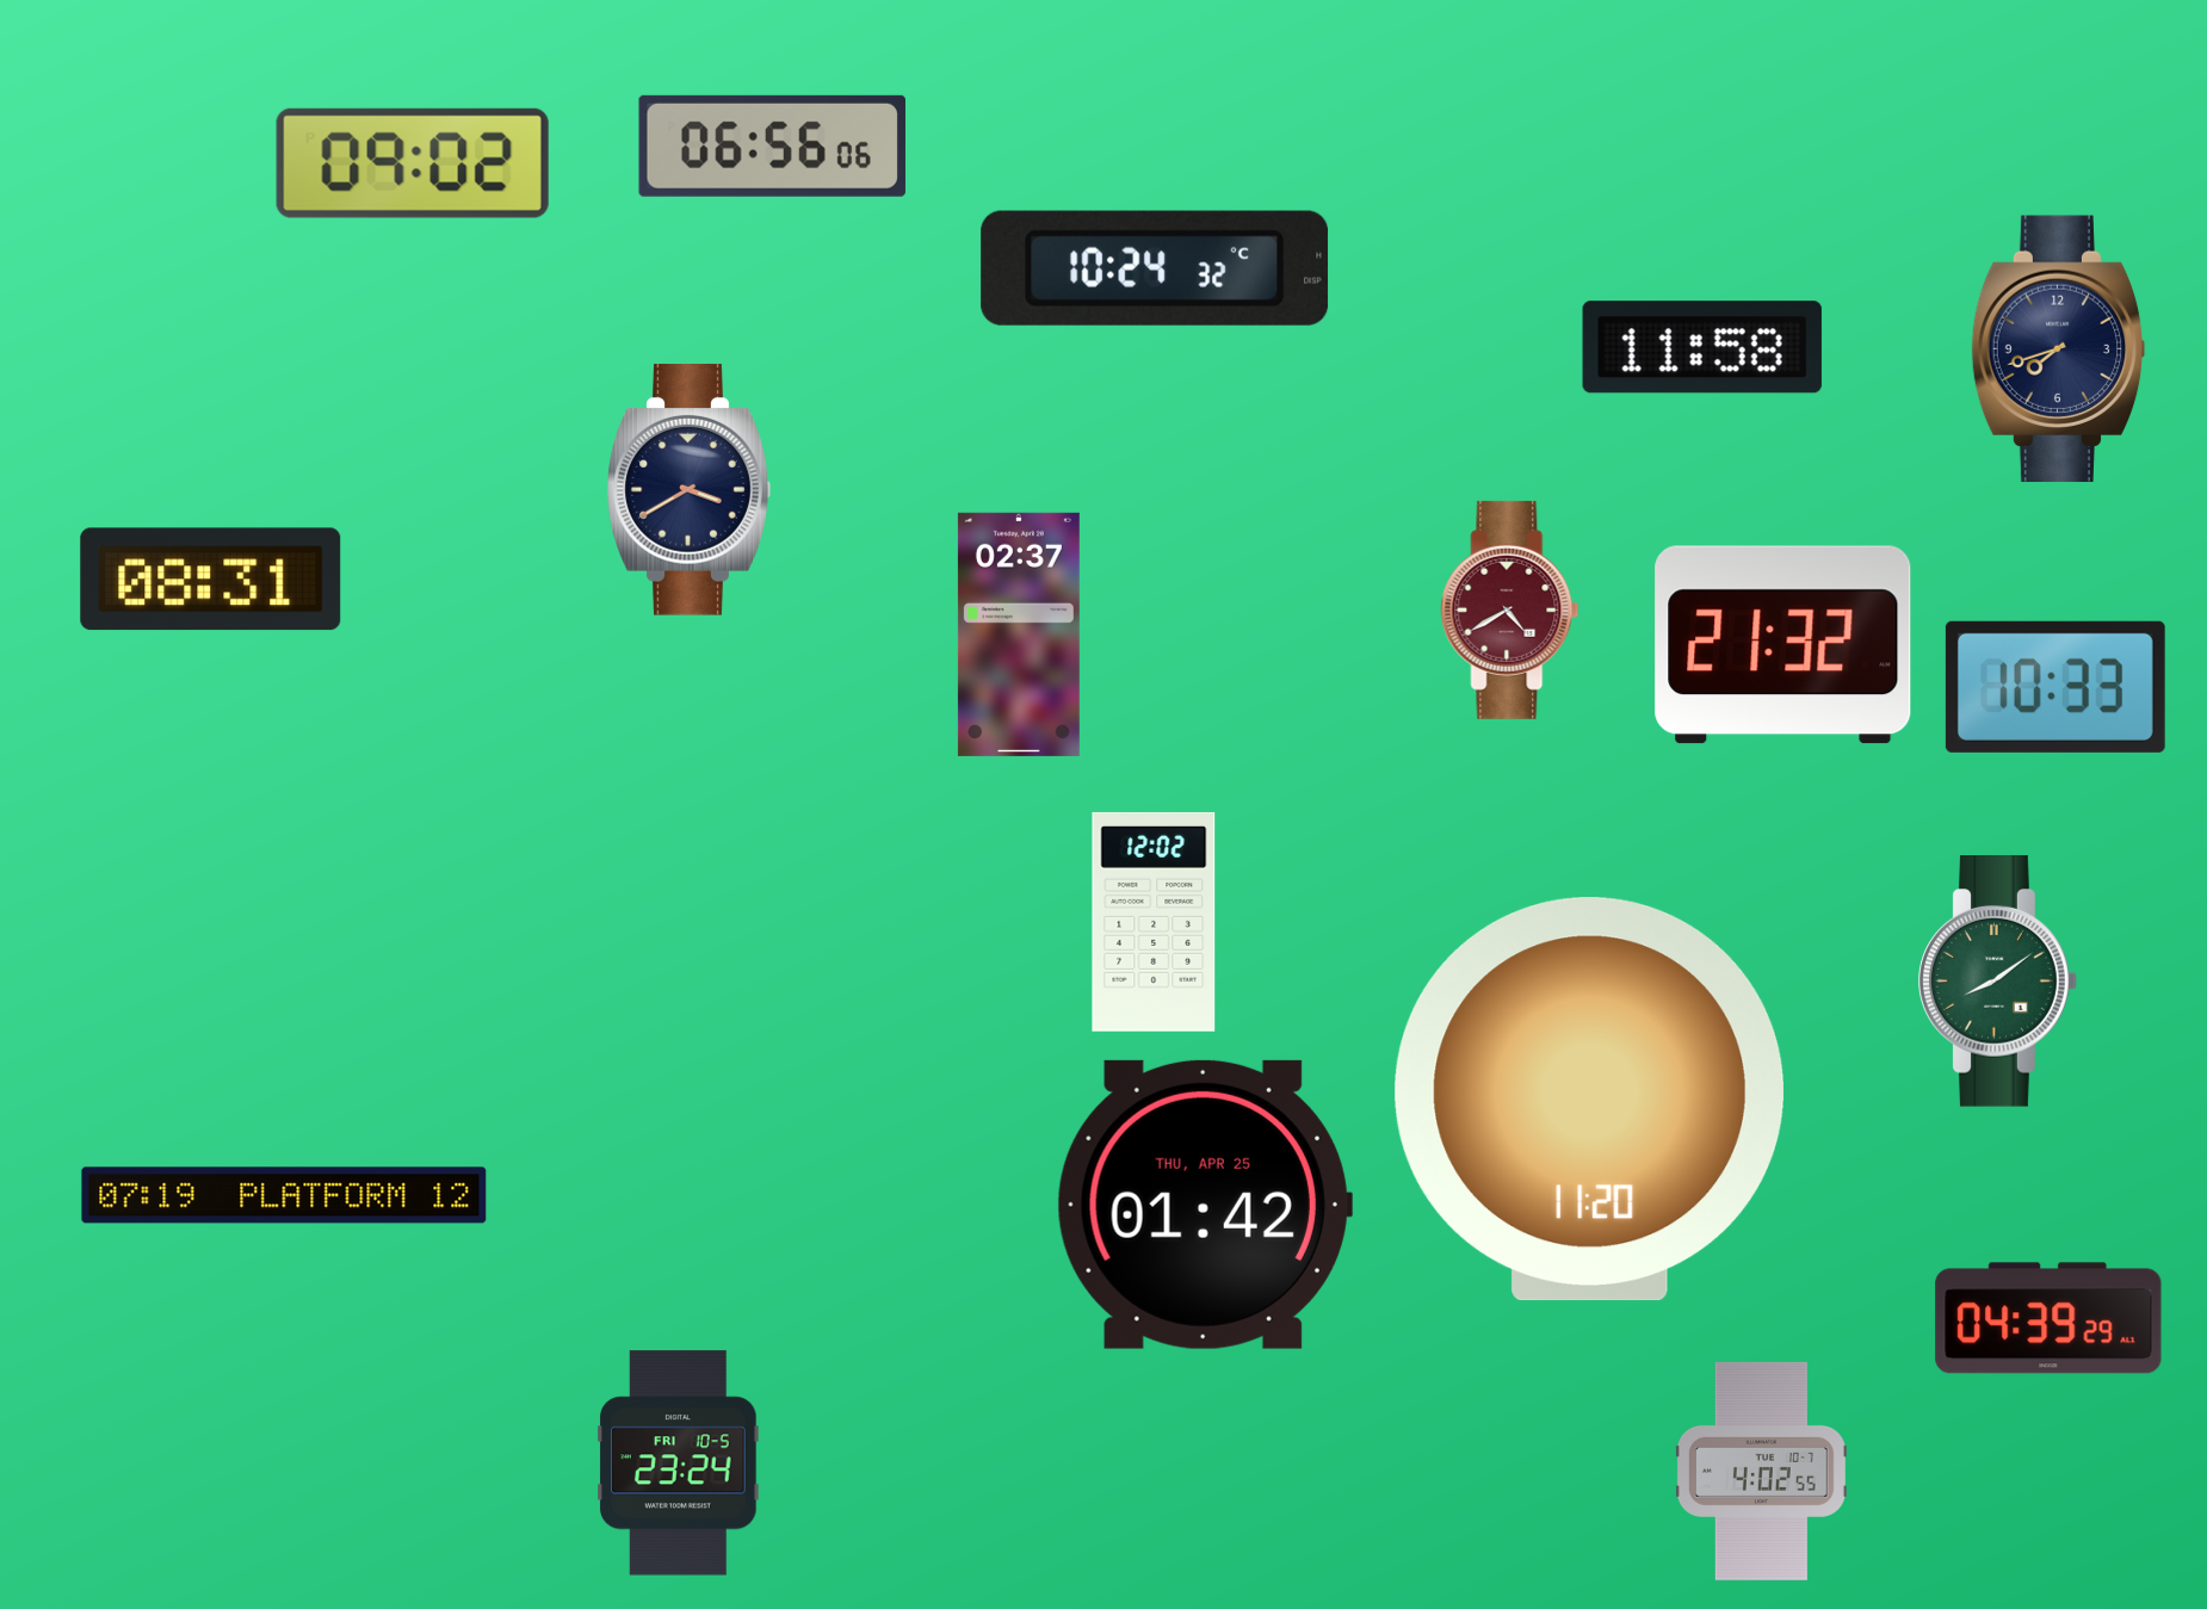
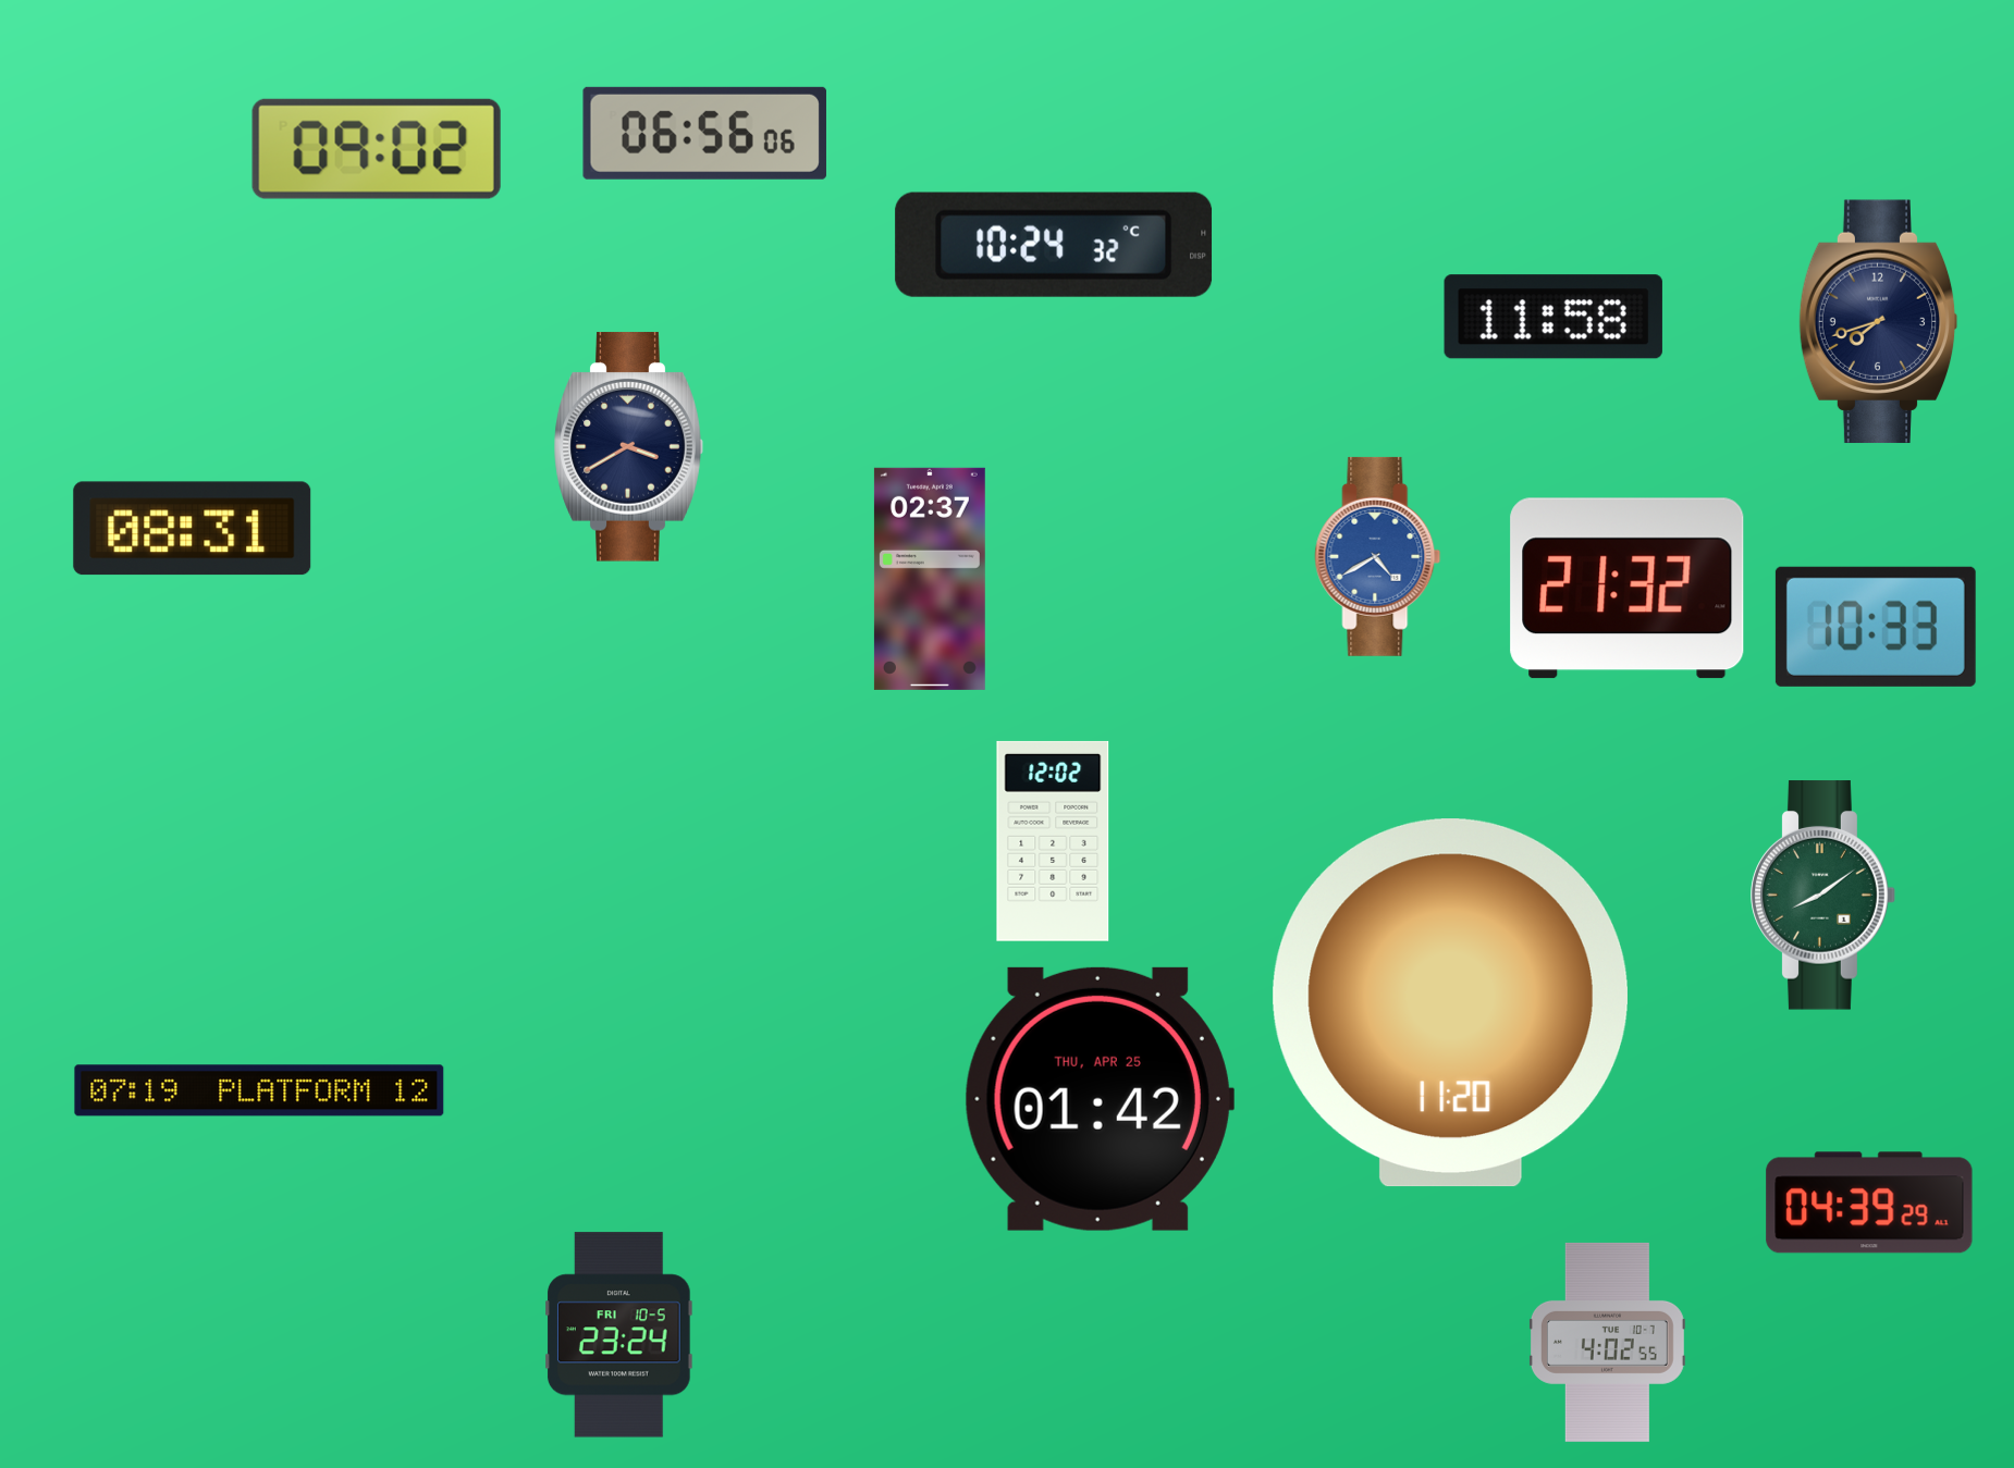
clock at (2059, 349) position: (2059, 349) -> (1879, 322)
clock at (1510, 609) dial: burgundy -> blue
